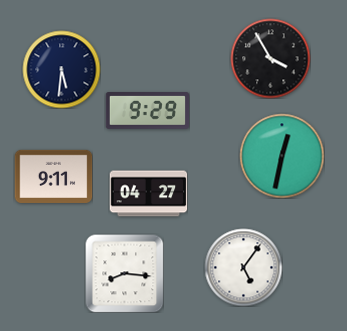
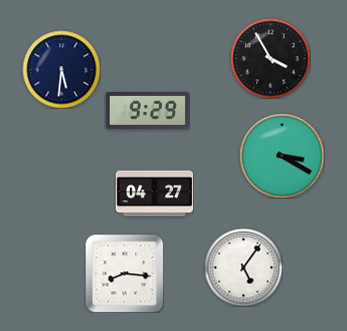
clock at (282, 156): 12:32 -> 3:20
clock at (53, 176): 9:11 -> none
clock at (148, 194) position: (148, 194) -> (154, 194)
